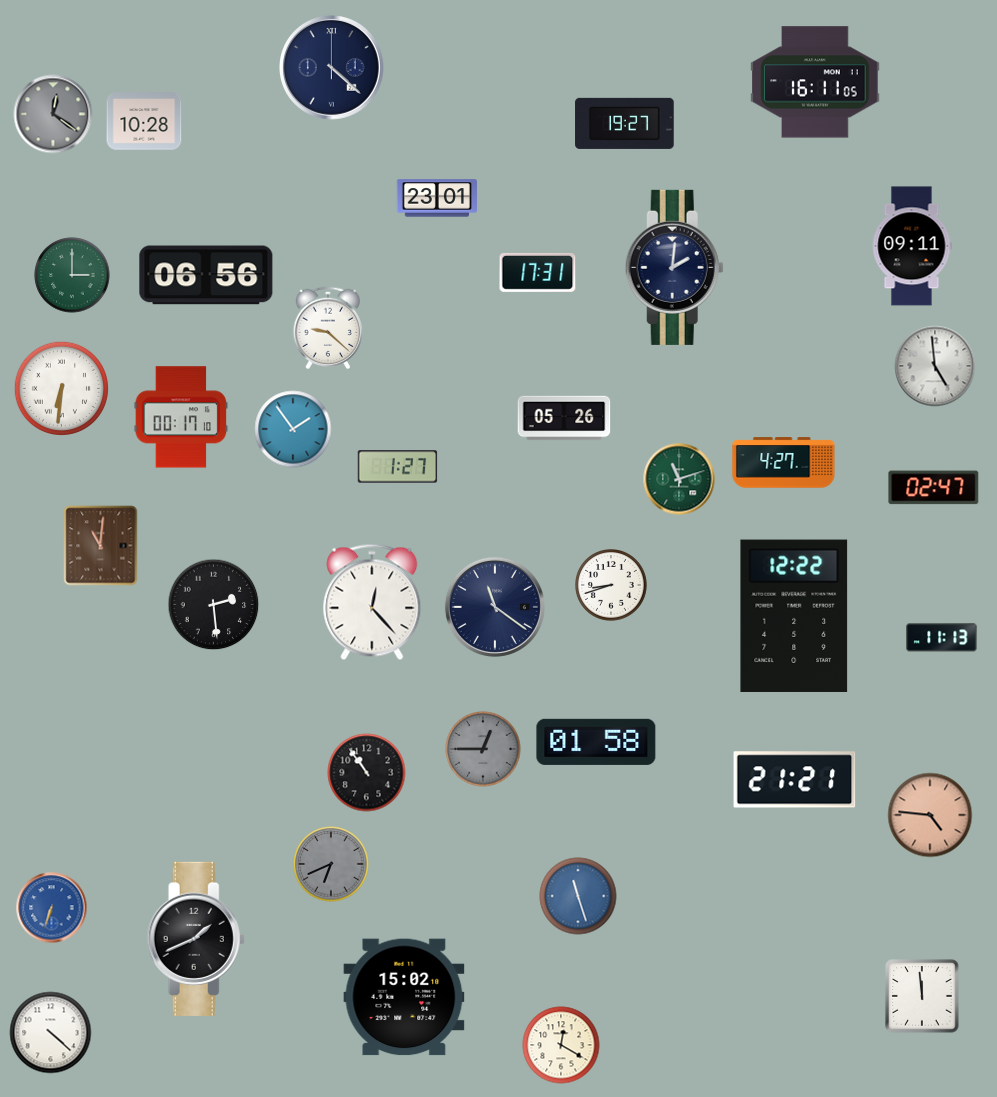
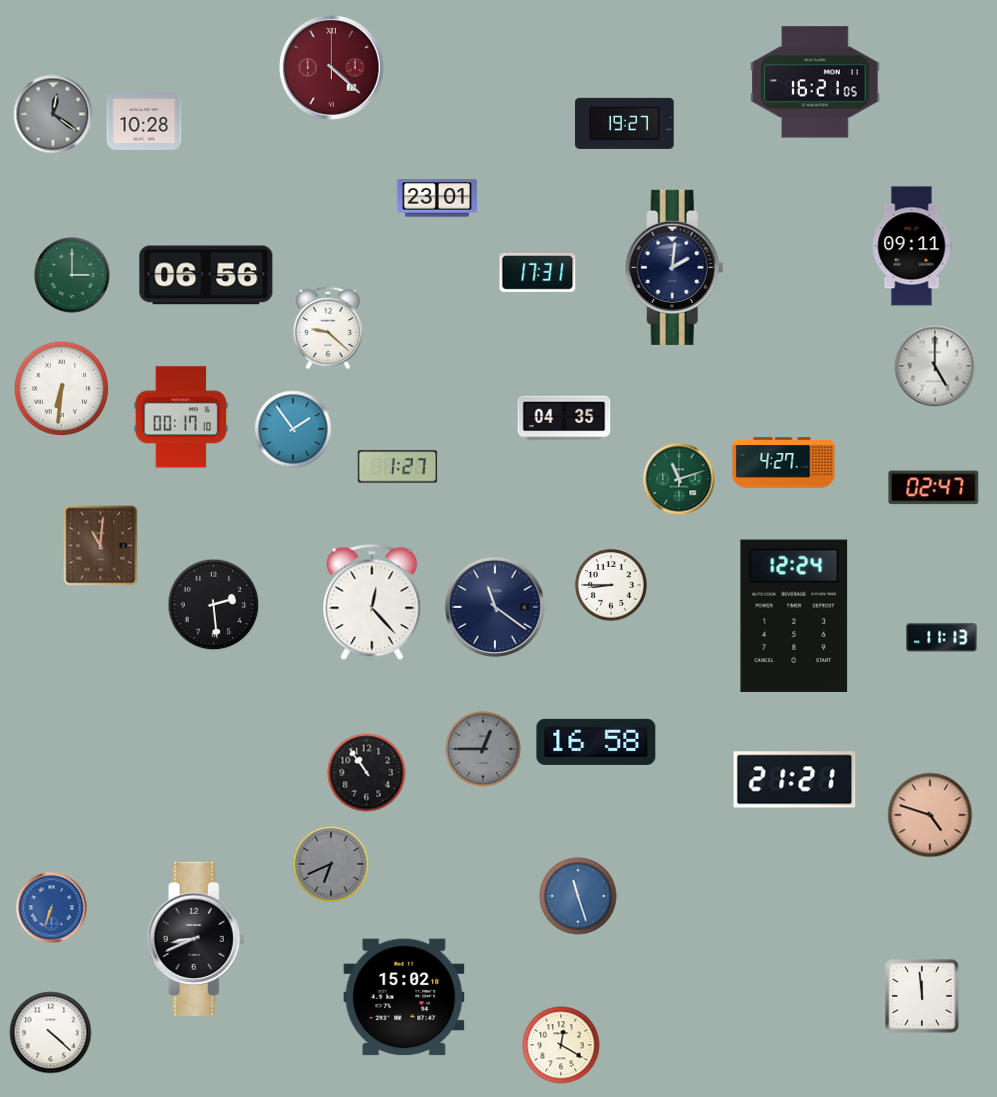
clock at (332, 68) dial: navy -> burgundy
clock at (815, 82): 16:11 -> 16:21
clock at (935, 366): 4:59 -> 5:00
clock at (564, 418): 05:26 -> 04:35
clock at (611, 585): 8:42 -> 8:45
clock at (794, 615): 12:22 -> 12:24
clock at (596, 742): 01:58 -> 16:58
clock at (930, 815): 4:46 -> 4:48
clock at (196, 939): 1:41 -> 8:41
